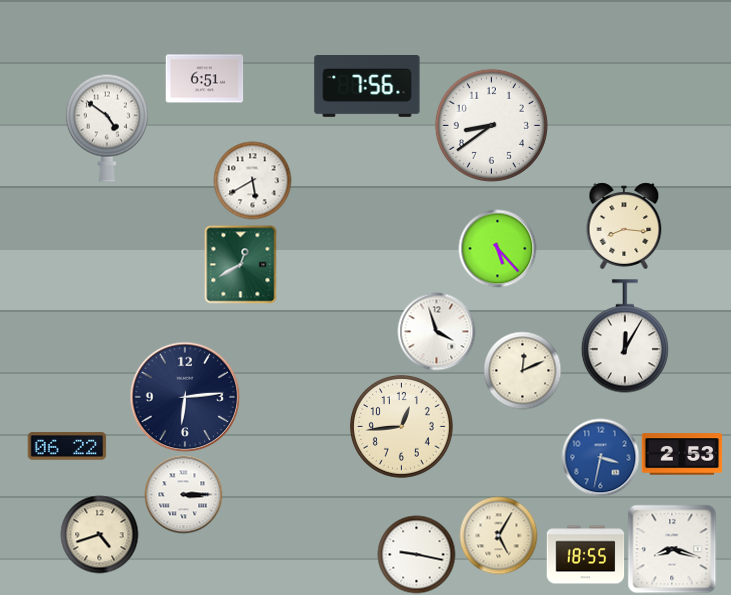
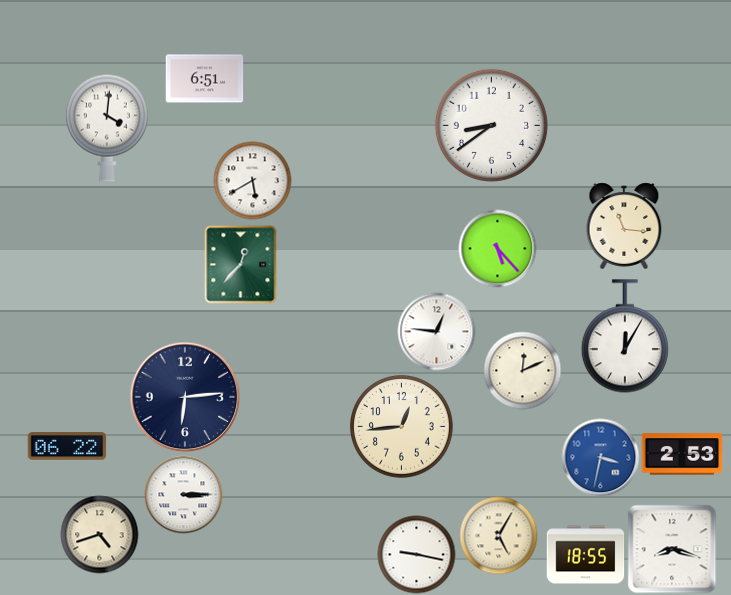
clock at (367, 87): 7:56 -> none
clock at (107, 128): 4:51 -> 4:01
clock at (624, 226): 8:16 -> 11:16
clock at (241, 264): 12:40 -> 12:37
clock at (436, 331): 3:57 -> 12:46
